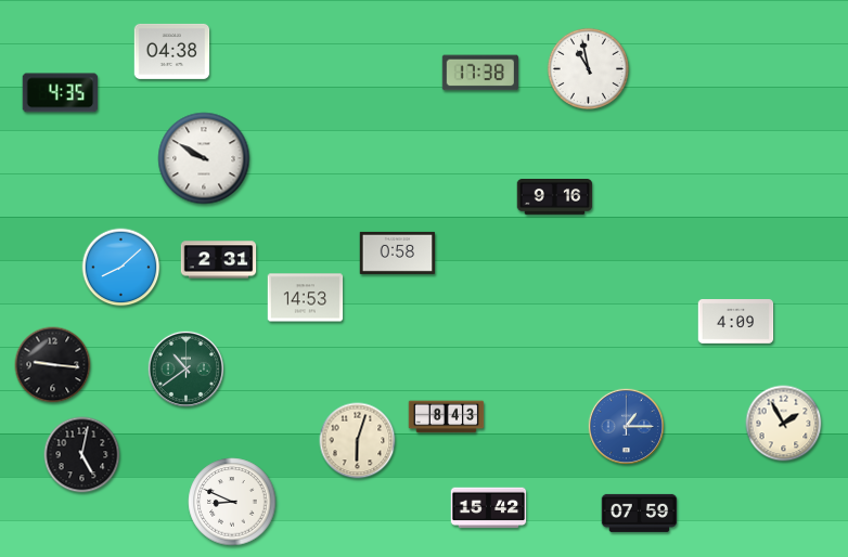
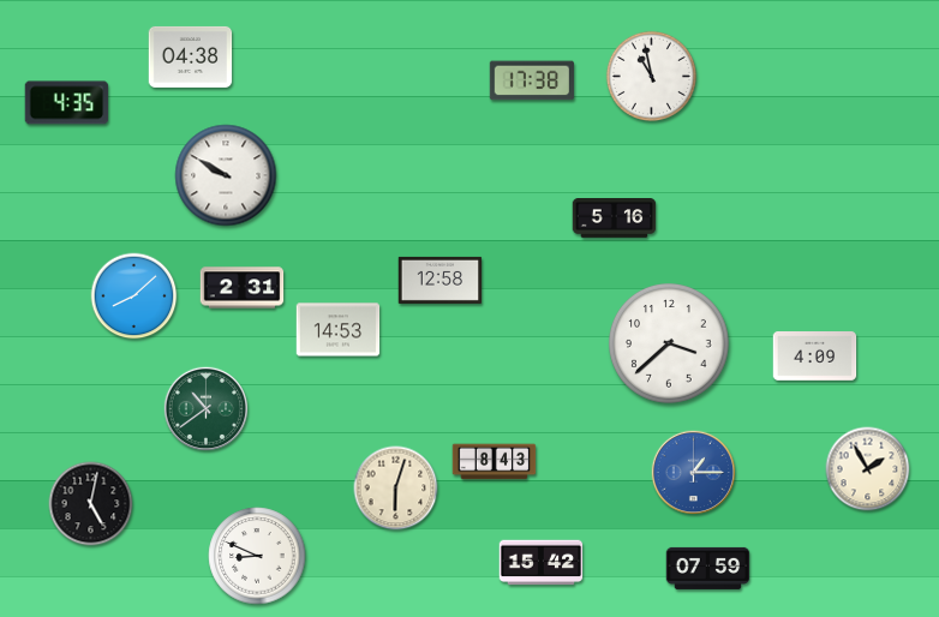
clock at (555, 197): 9:16 -> 5:16
clock at (398, 252): 0:58 -> 12:58
clock at (670, 345): none -> 3:38
clock at (53, 365): 9:16 -> none
